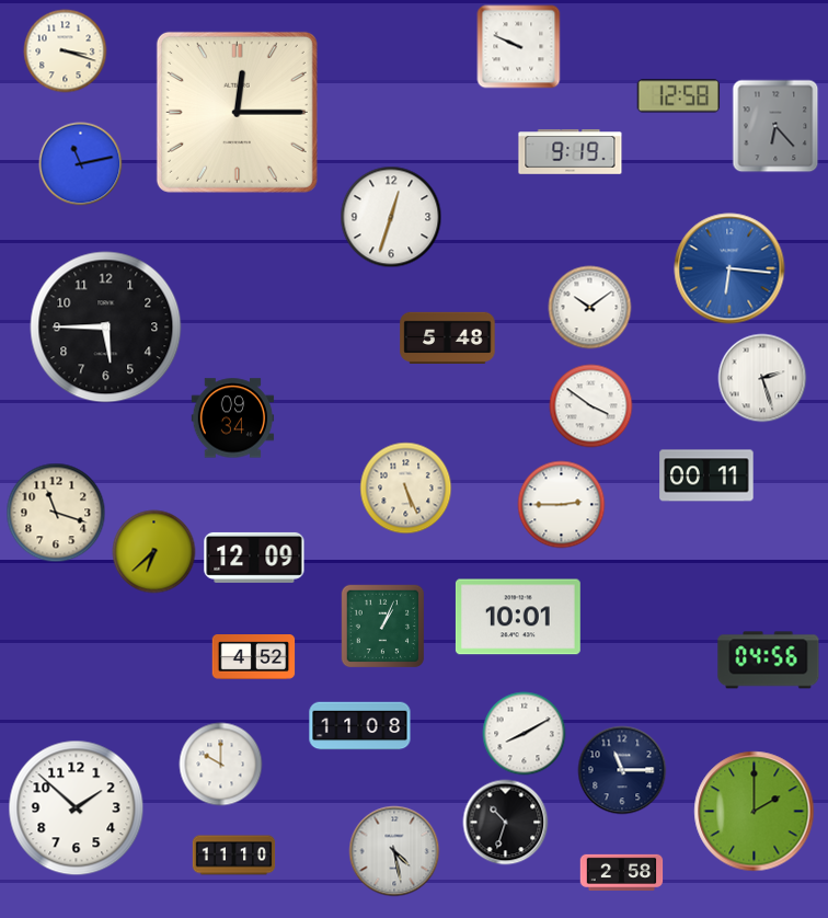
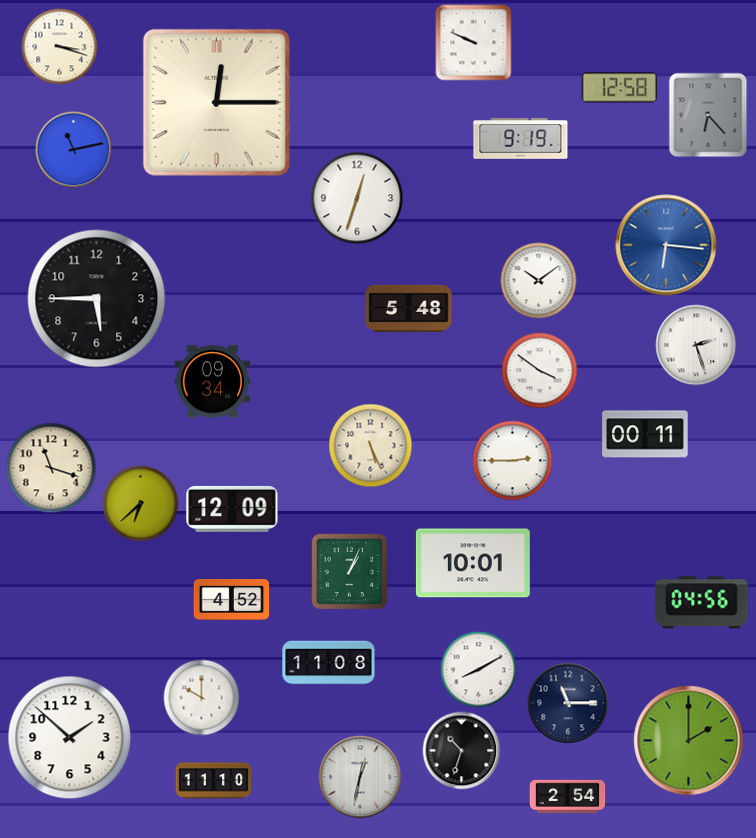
clock at (394, 851): 4:28 -> 12:32
clock at (622, 872): 2:58 -> 2:54
